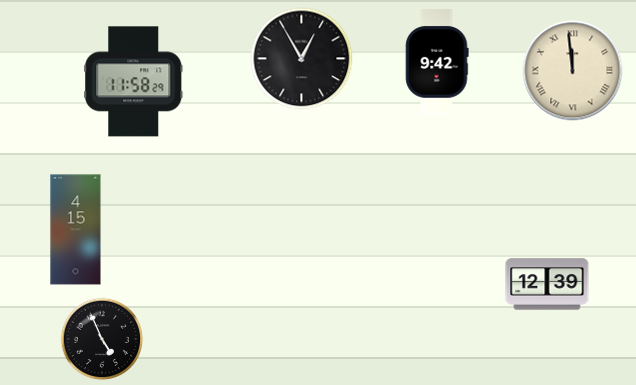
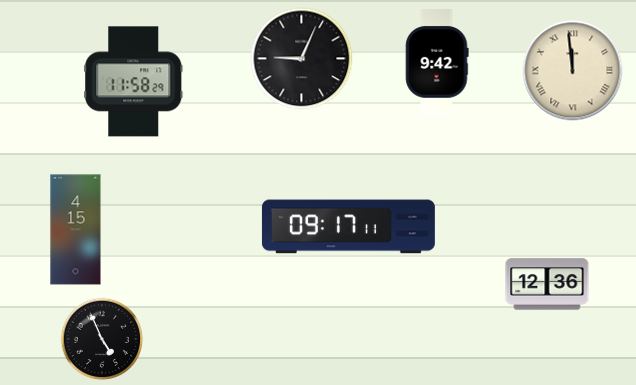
clock at (302, 59): 12:55 -> 9:04
clock at (348, 227): none -> 09:17
clock at (547, 284): 12:39 -> 12:36
